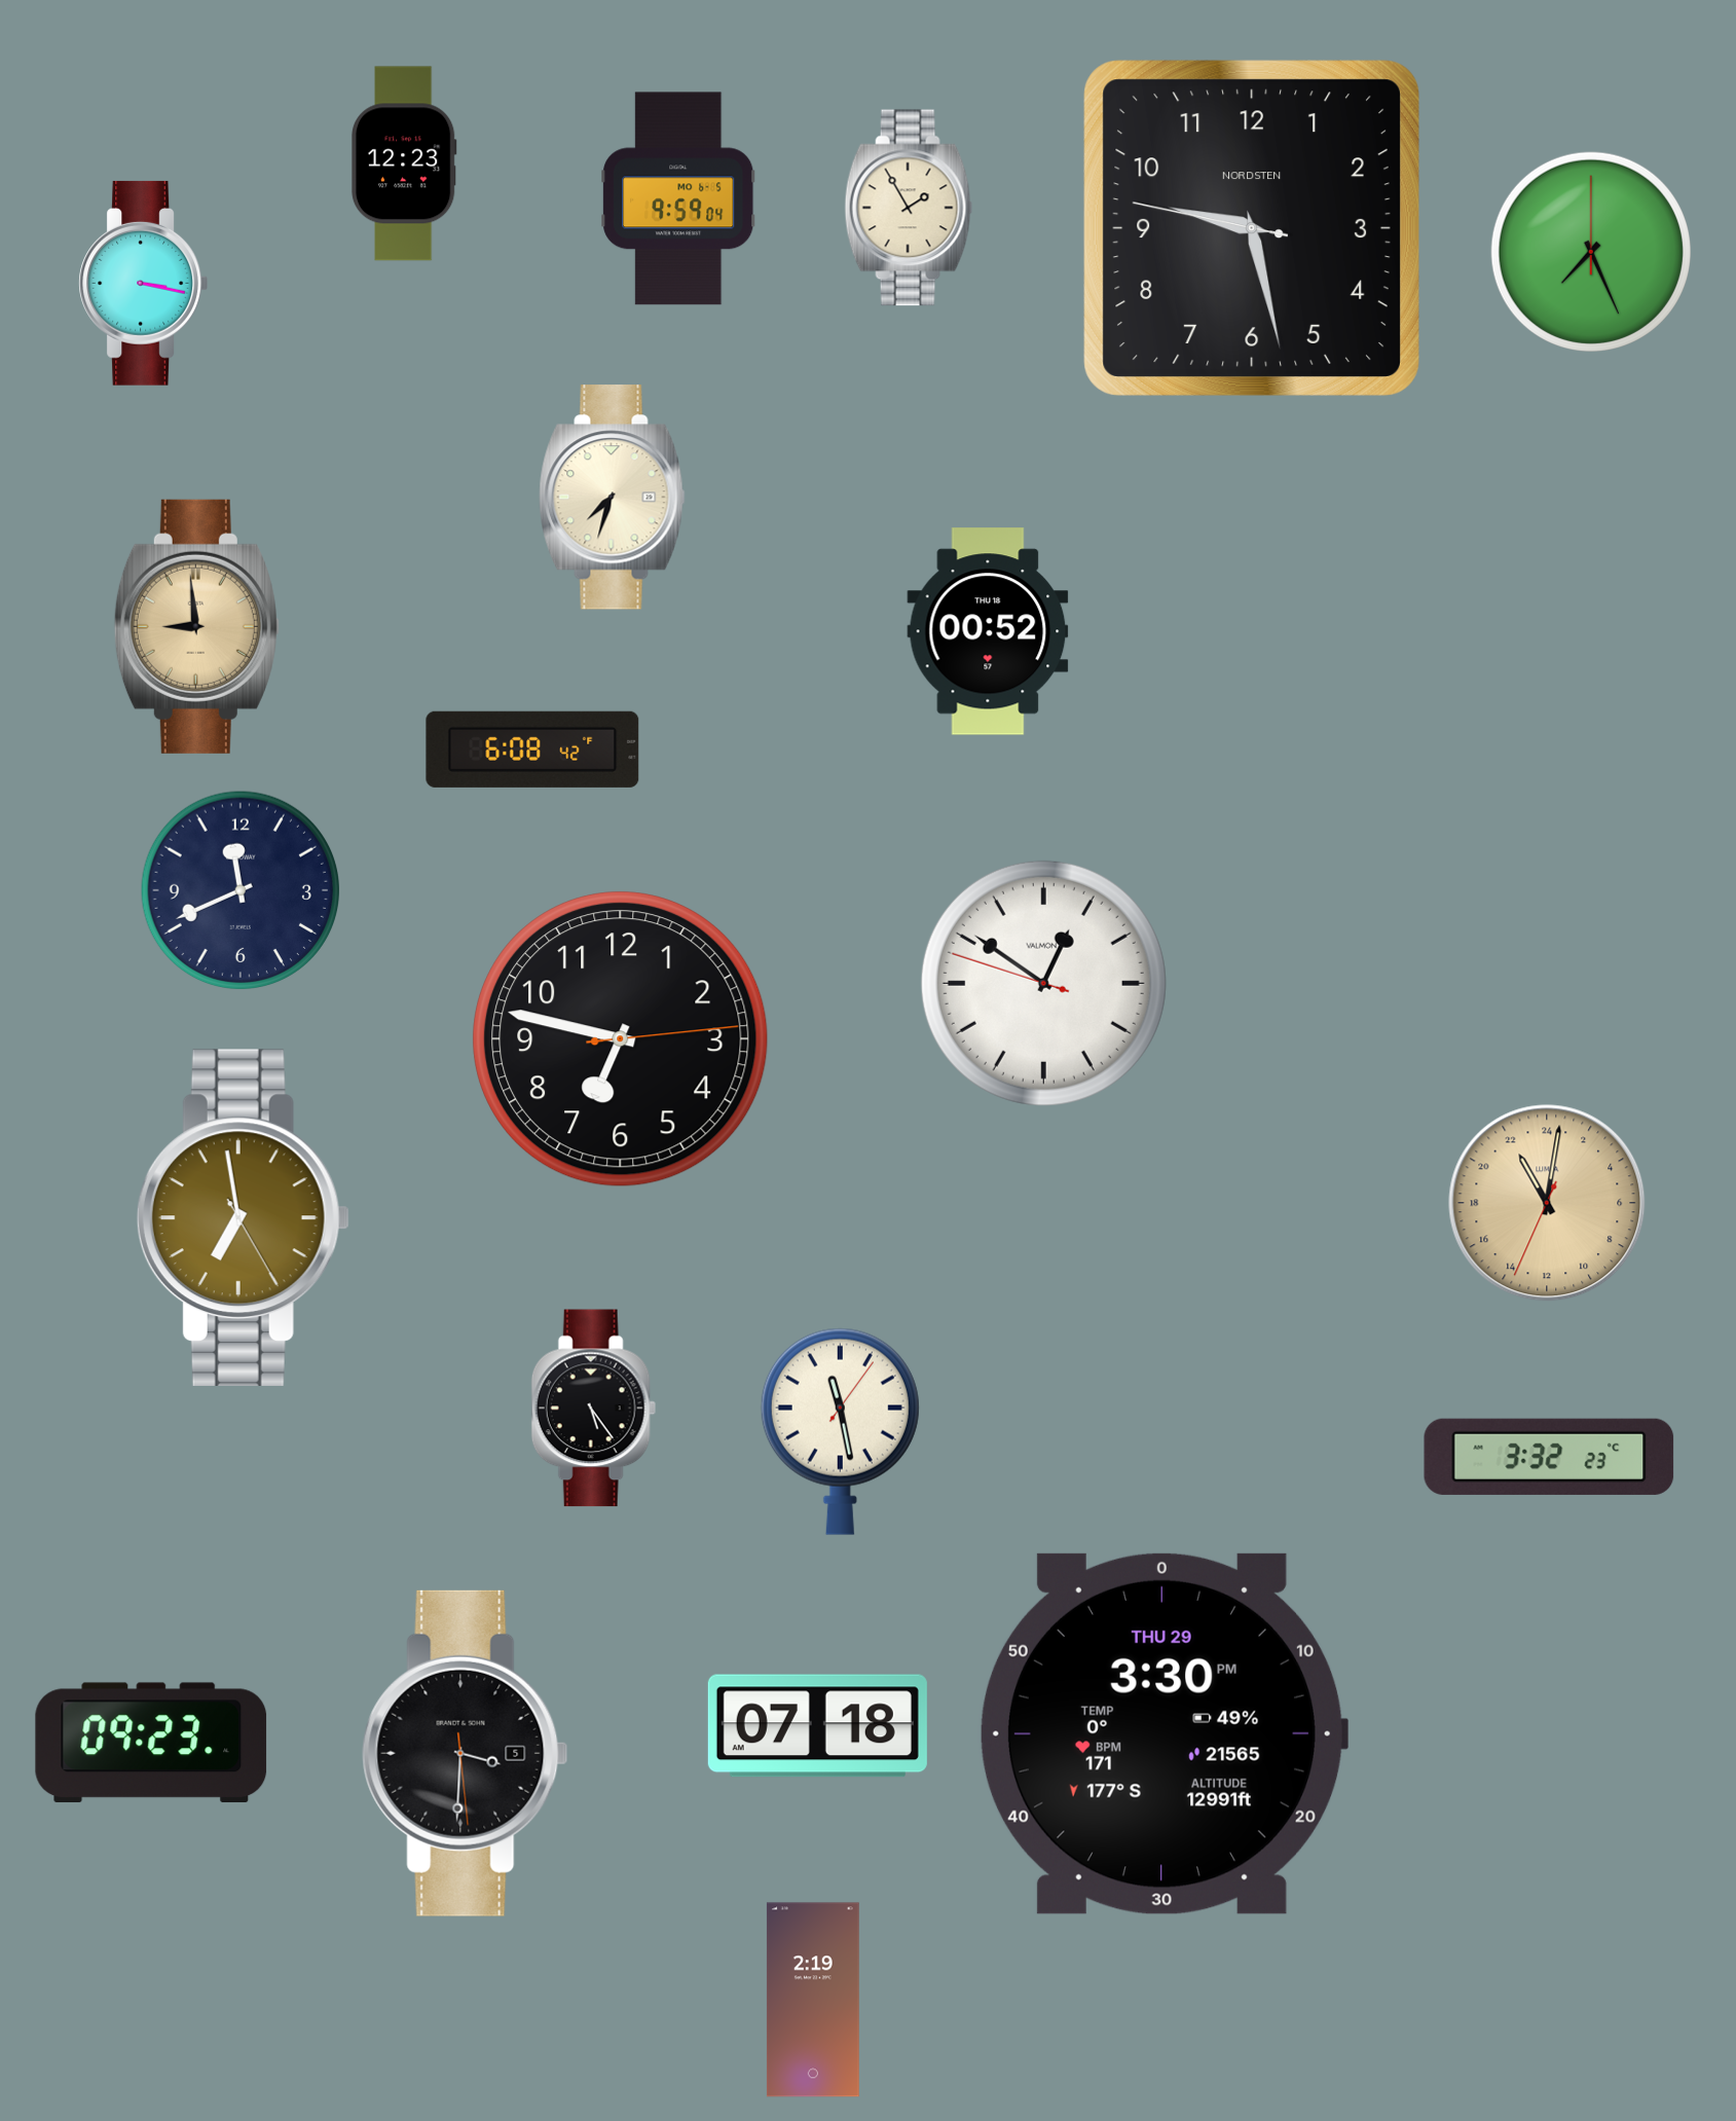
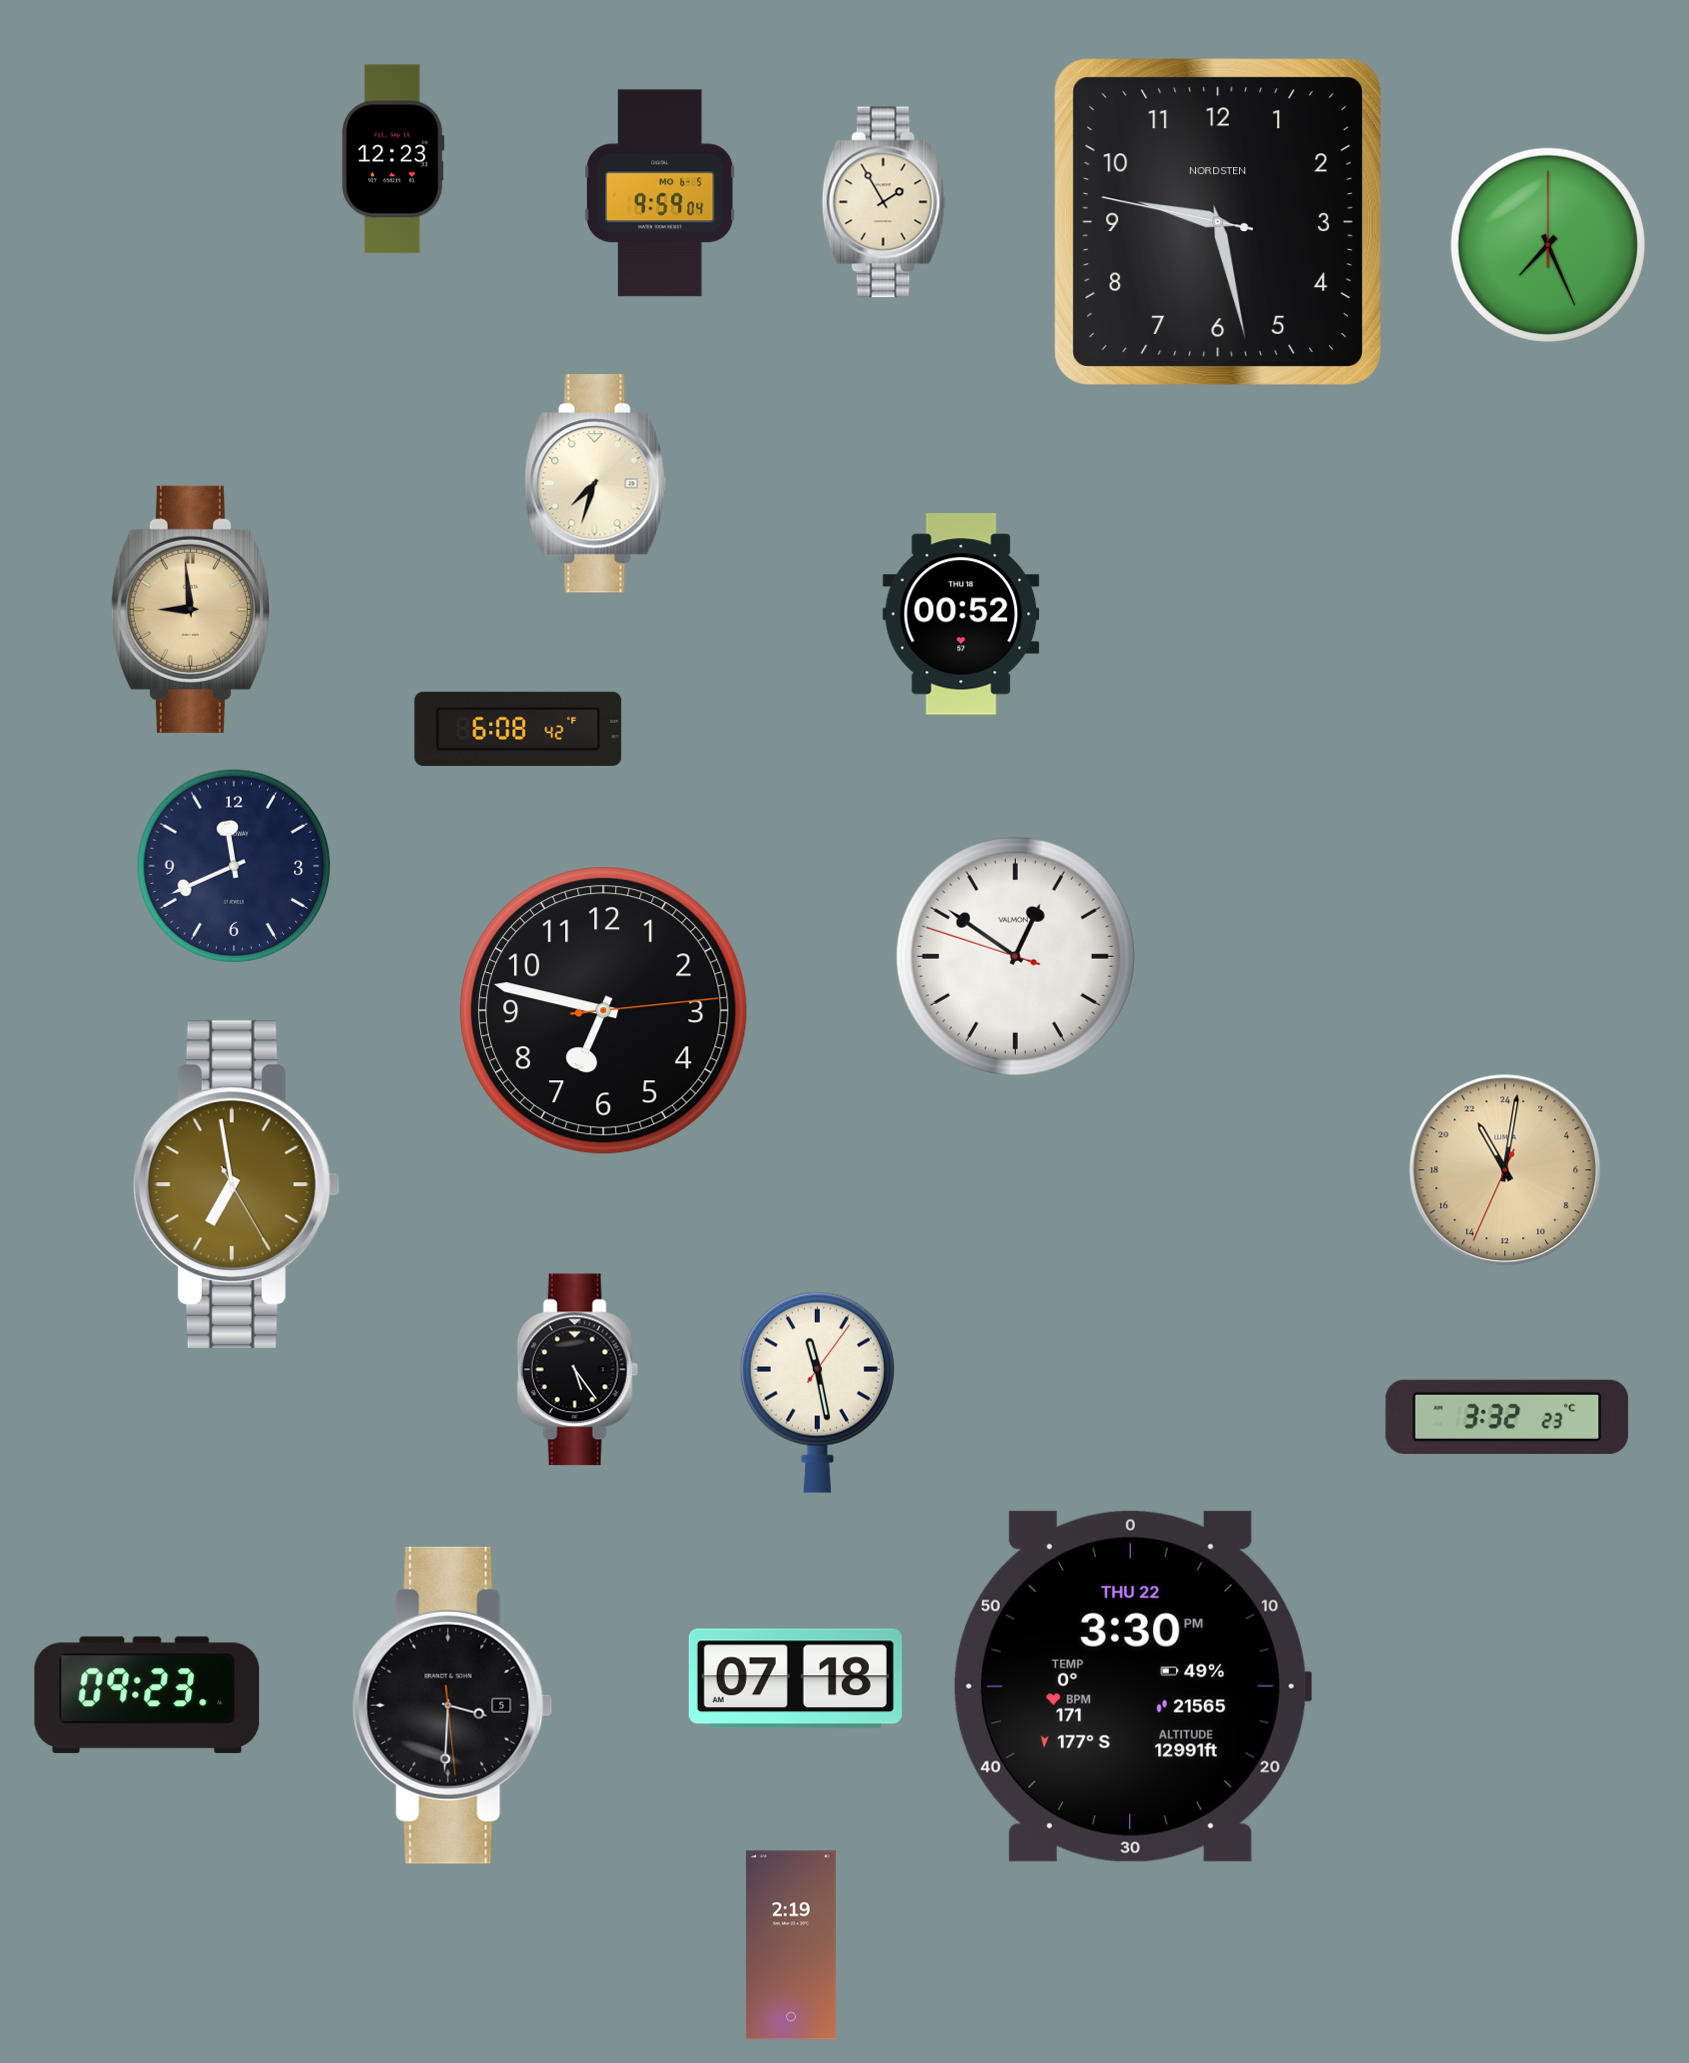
clock at (143, 283): 3:17 -> none
clock at (1162, 1733) date: THU 29 -> THU 22
